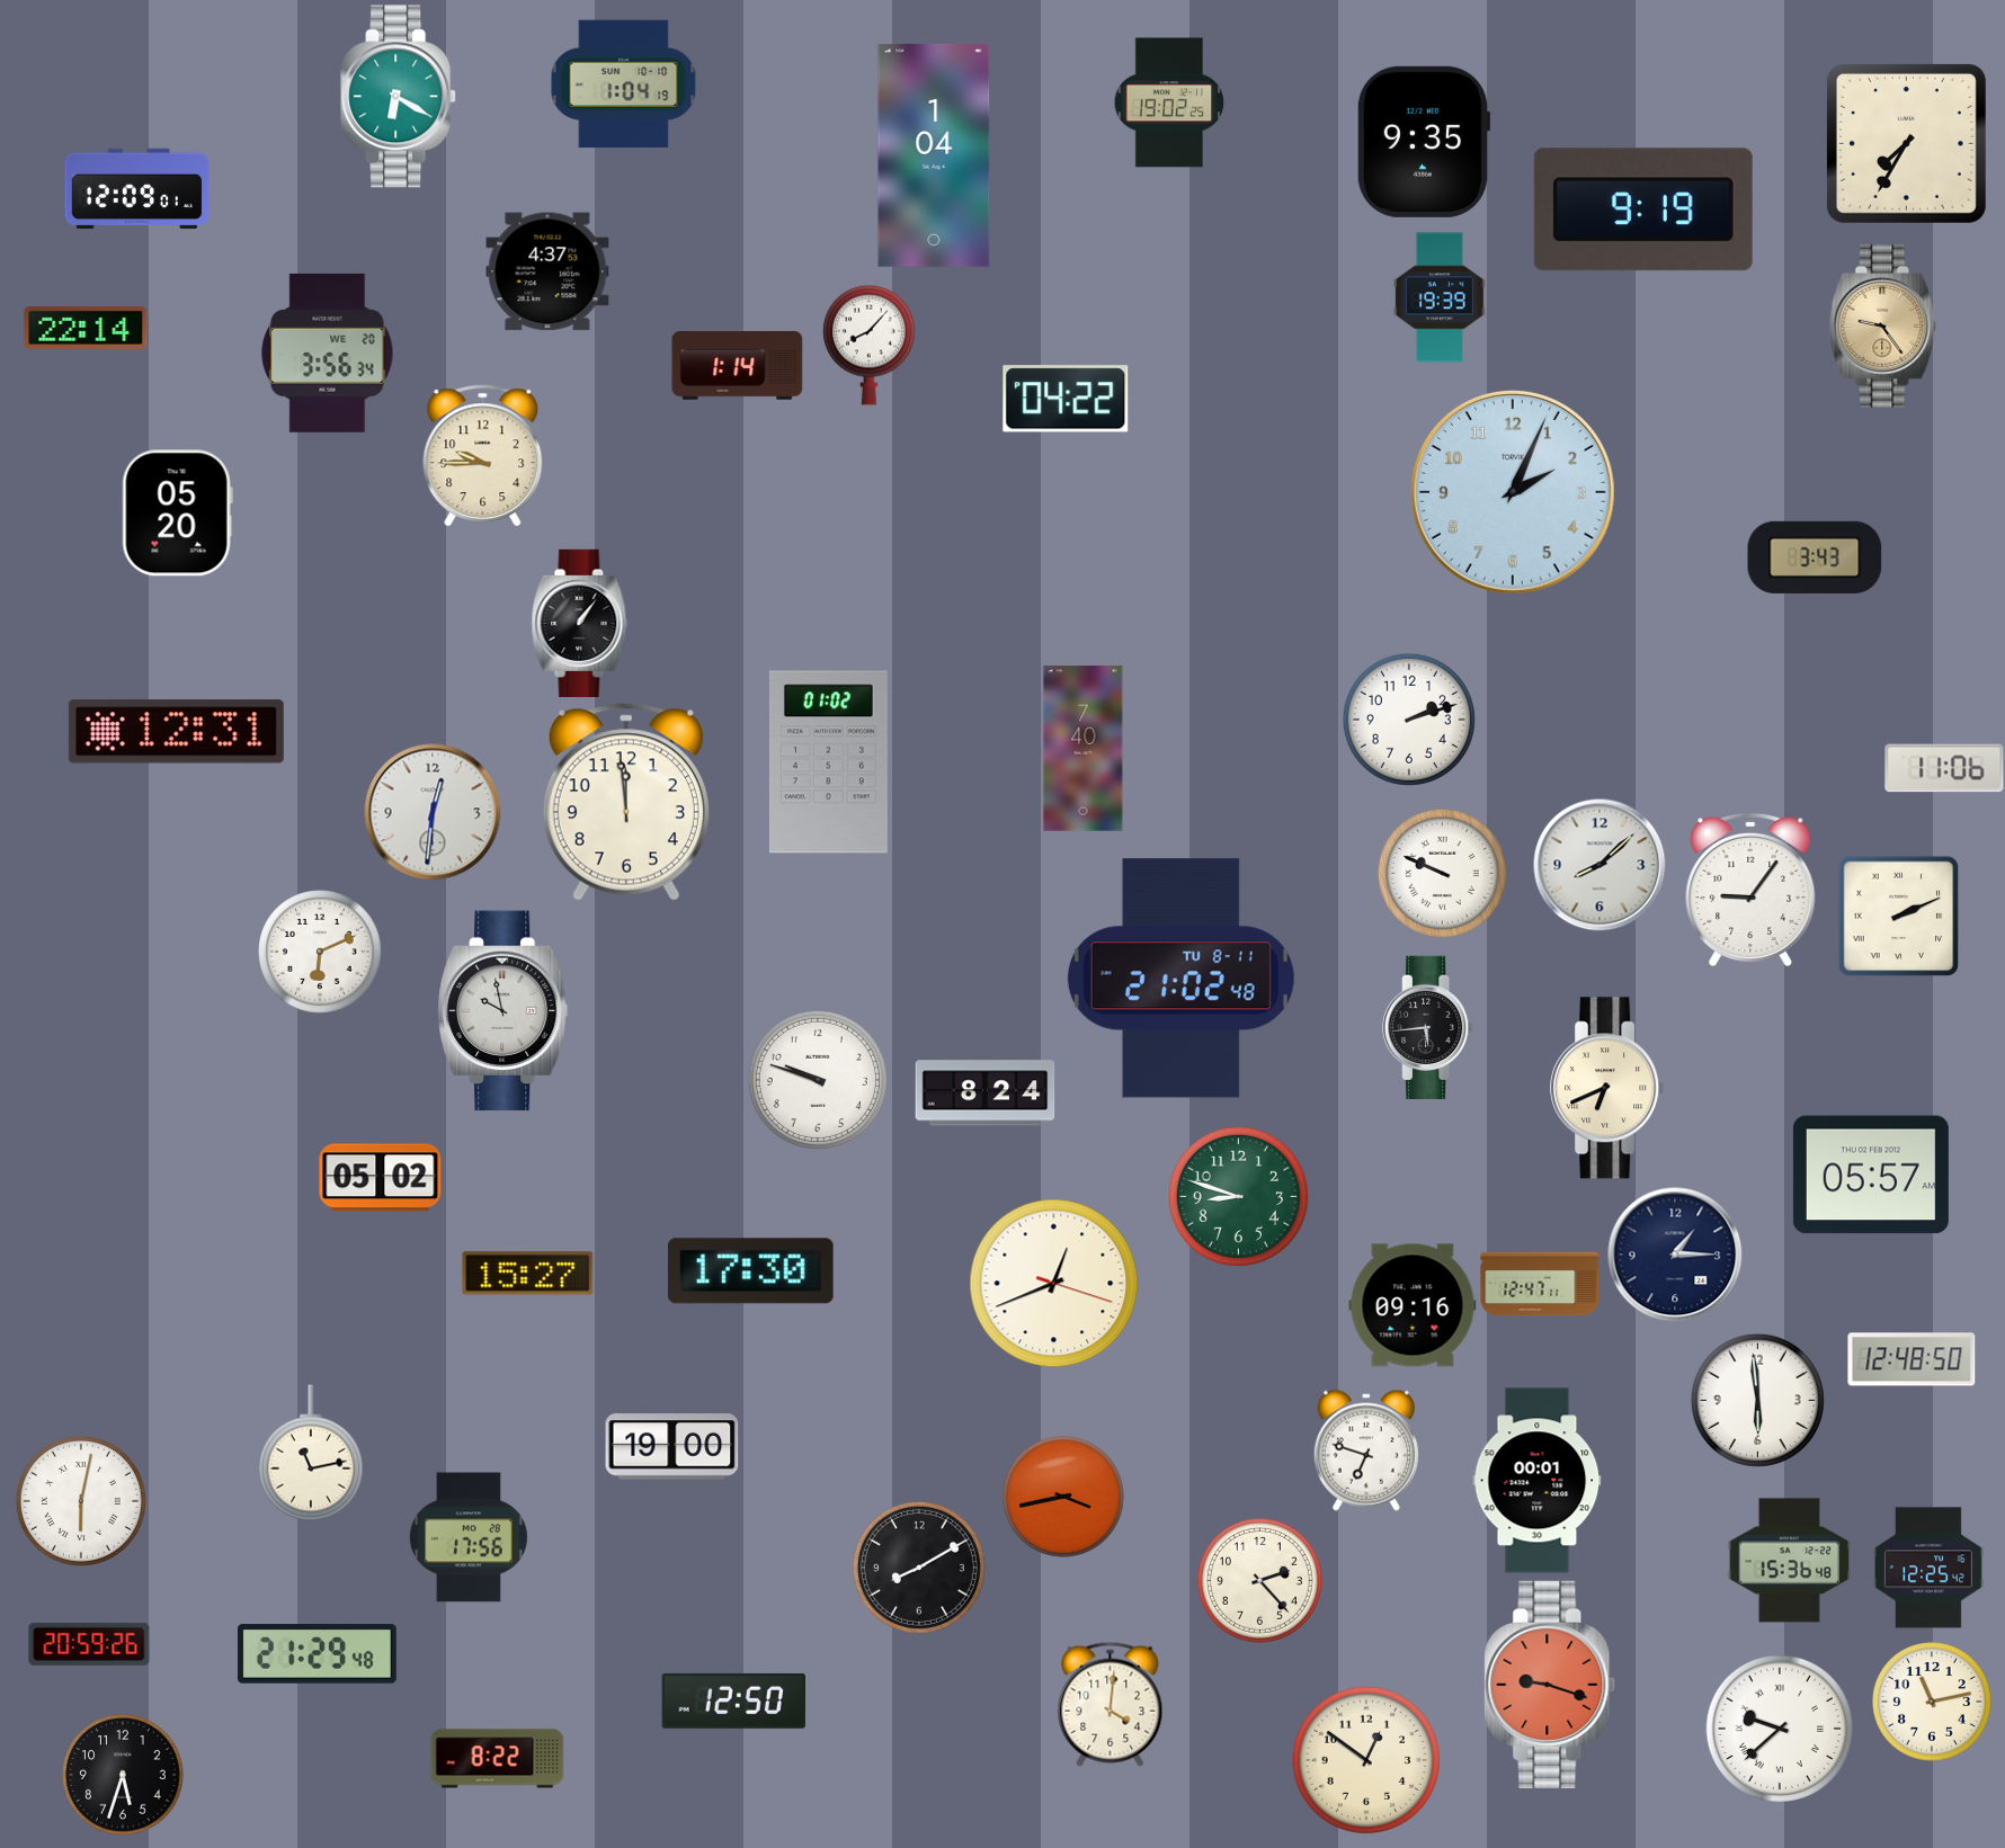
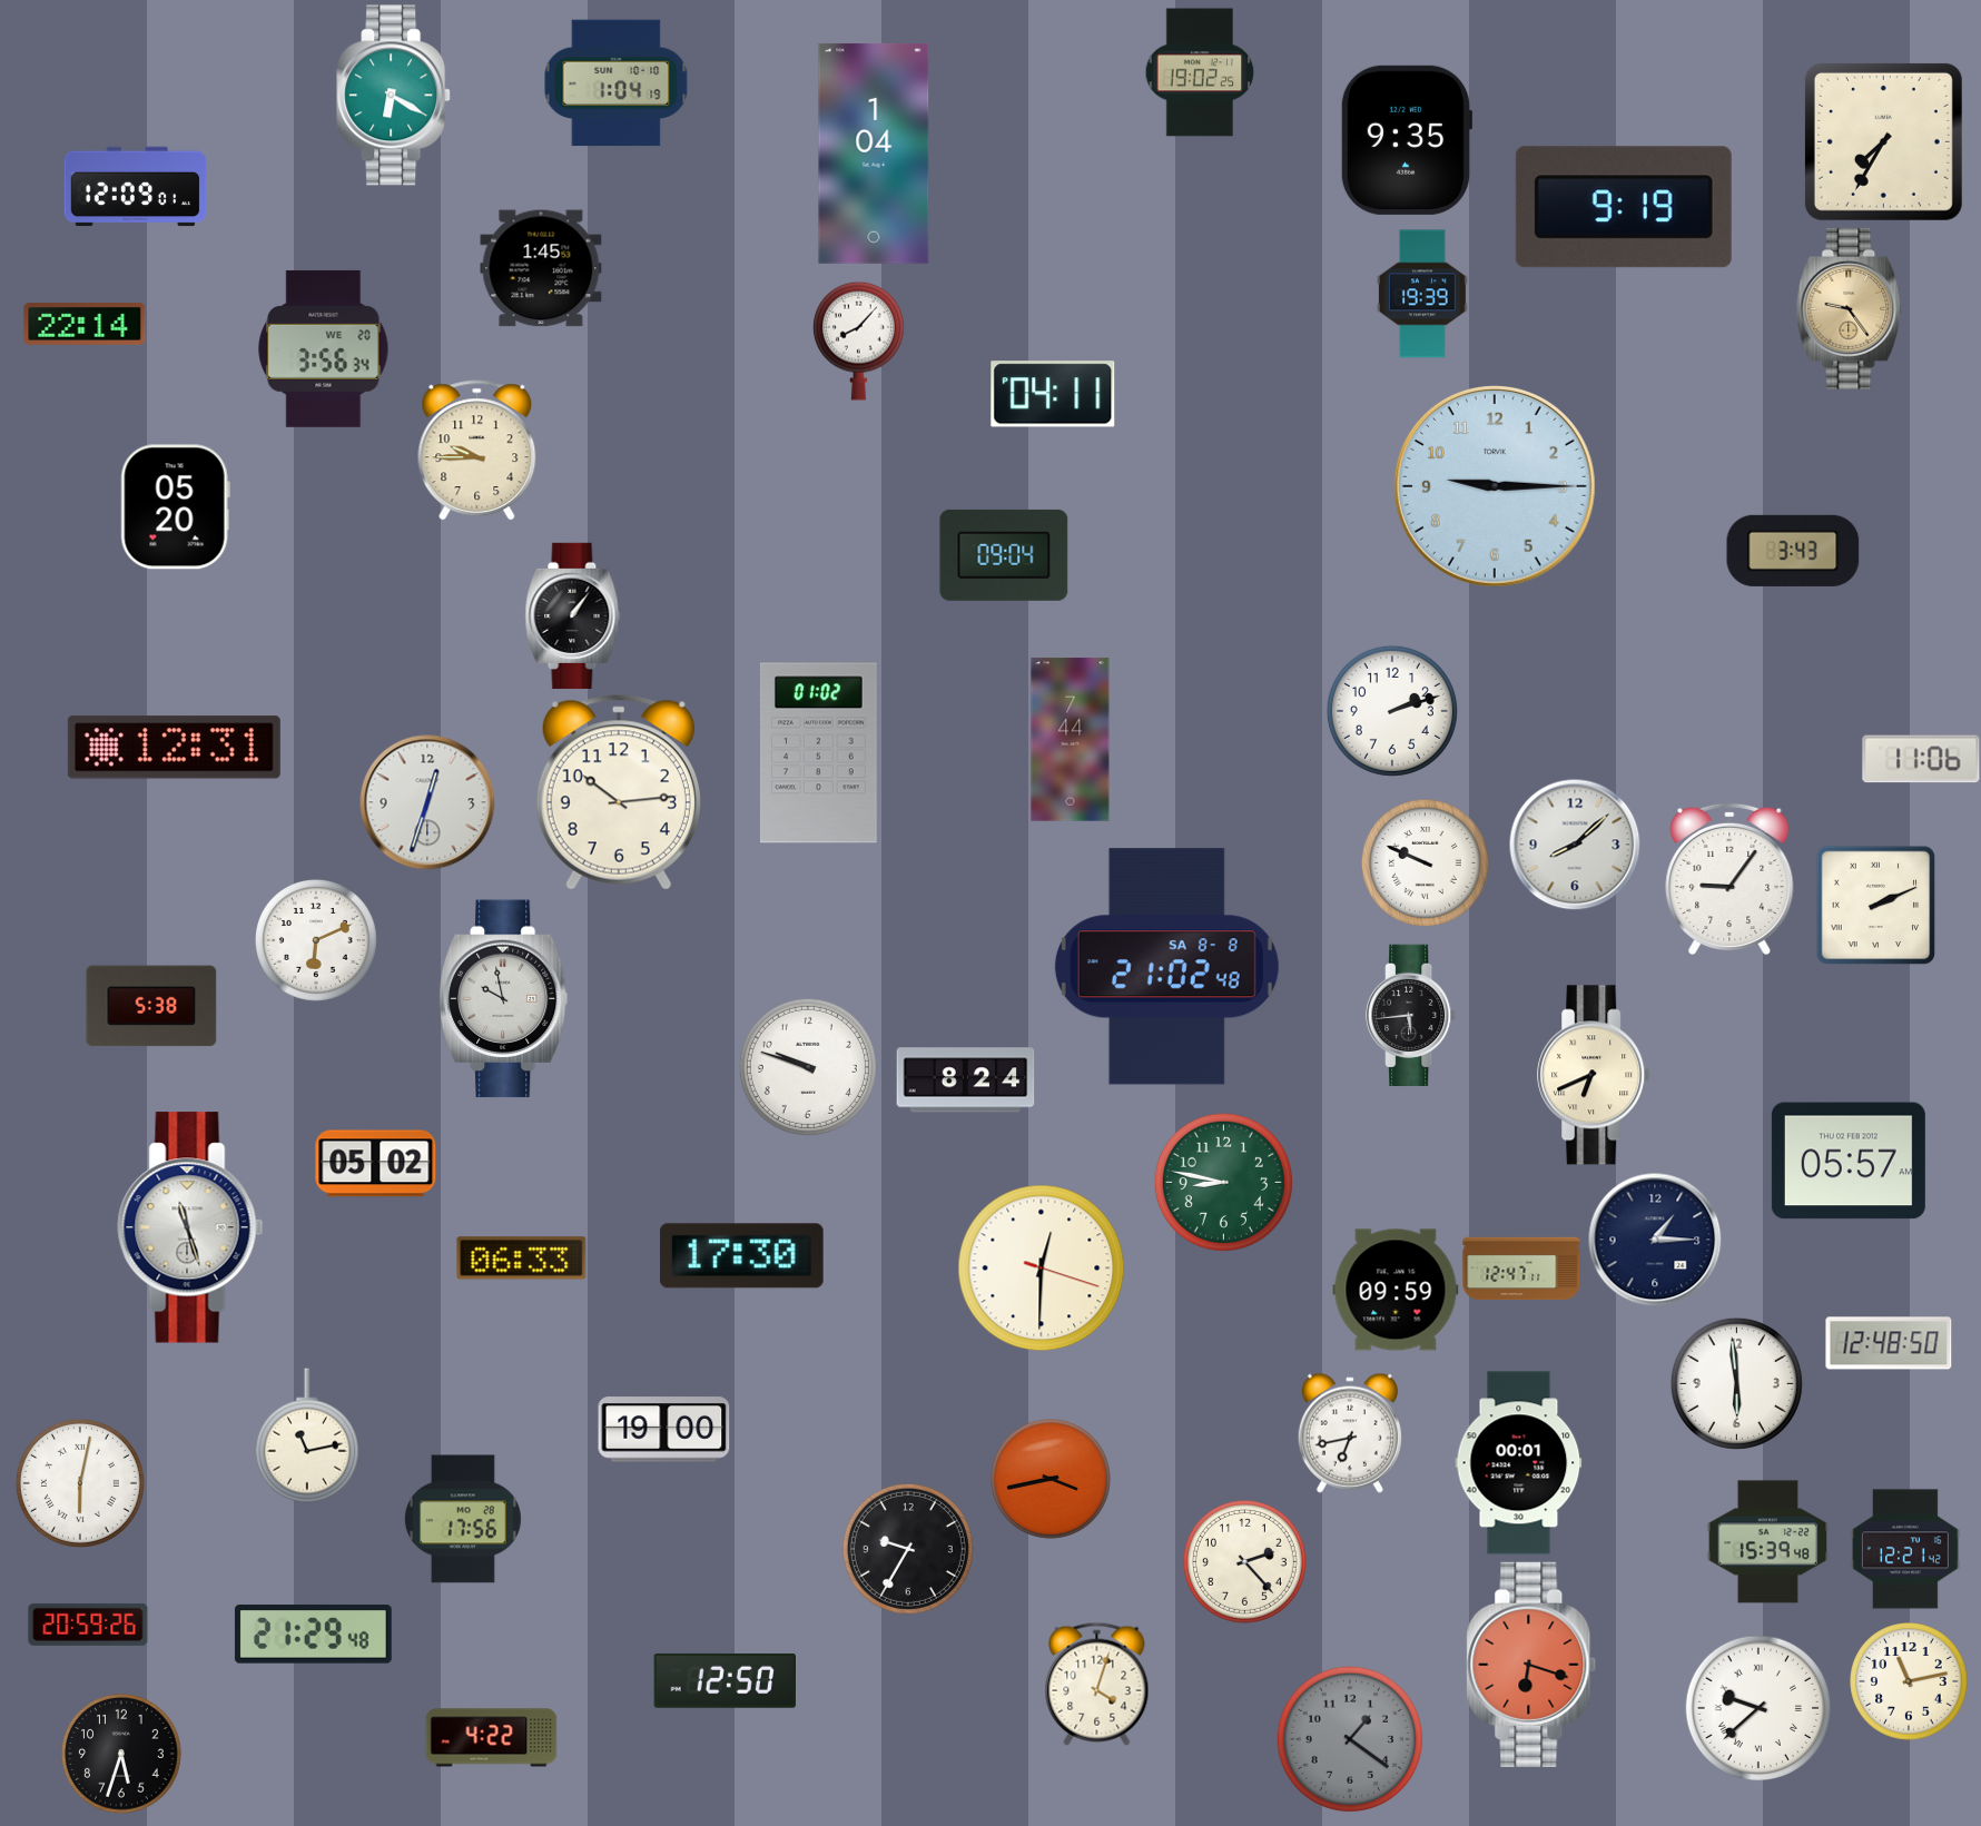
clock at (1169, 102) position: (1169, 102) -> (1200, 72)
clock at (934, 155) position: (934, 155) -> (874, 154)
clock at (547, 271): 4:37 -> 1:45
clock at (1883, 327) position: (1883, 327) -> (1850, 309)
clock at (738, 365): 1:14 -> none
clock at (1066, 399): 04:22 -> 04:11
clock at (1513, 492): 2:04 -> 9:15
clock at (1004, 555): none -> 09:04
clock at (176, 732) position: (176, 732) -> (174, 748)
clock at (1084, 749): 7:40 -> 7:44
clock at (626, 802): 11:59 -> 10:14
clock at (433, 812): 12:31 -> 12:33
clock at (1599, 865) position: (1599, 865) -> (1575, 845)
clock at (1180, 979) date: TU 8-11 -> SA 8-8
clock at (502, 1011) position: (502, 1011) -> (503, 999)
clock at (151, 1006): none -> 5:38
clock at (1609, 1088) position: (1609, 1088) -> (1595, 1075)
clock at (986, 1093) position: (986, 1093) -> (966, 1080)
clock at (1238, 1196): 8:48 -> 8:47
clock at (190, 1227): none -> 11:27
clock at (528, 1274): 15:27 -> 06:33
clock at (1054, 1284): 12:41 -> 12:30
clock at (1413, 1305): 09:16 -> 09:59
clock at (1366, 1450): 6:48 -> 6:43
clock at (1790, 1561): 15:36 -> 15:39
clock at (919, 1568): 8:10 -> 9:35
clock at (1930, 1568): 12:25 -> 12:21
clock at (1550, 1685): 9:18 -> 6:18
clock at (1111, 1704): 4:01 -> 4:03
clock at (498, 1759): 8:22 -> 4:22
clock at (1366, 1760): 12:51 -> 1:21
clock at (1366, 1760) dial: cream -> grey
